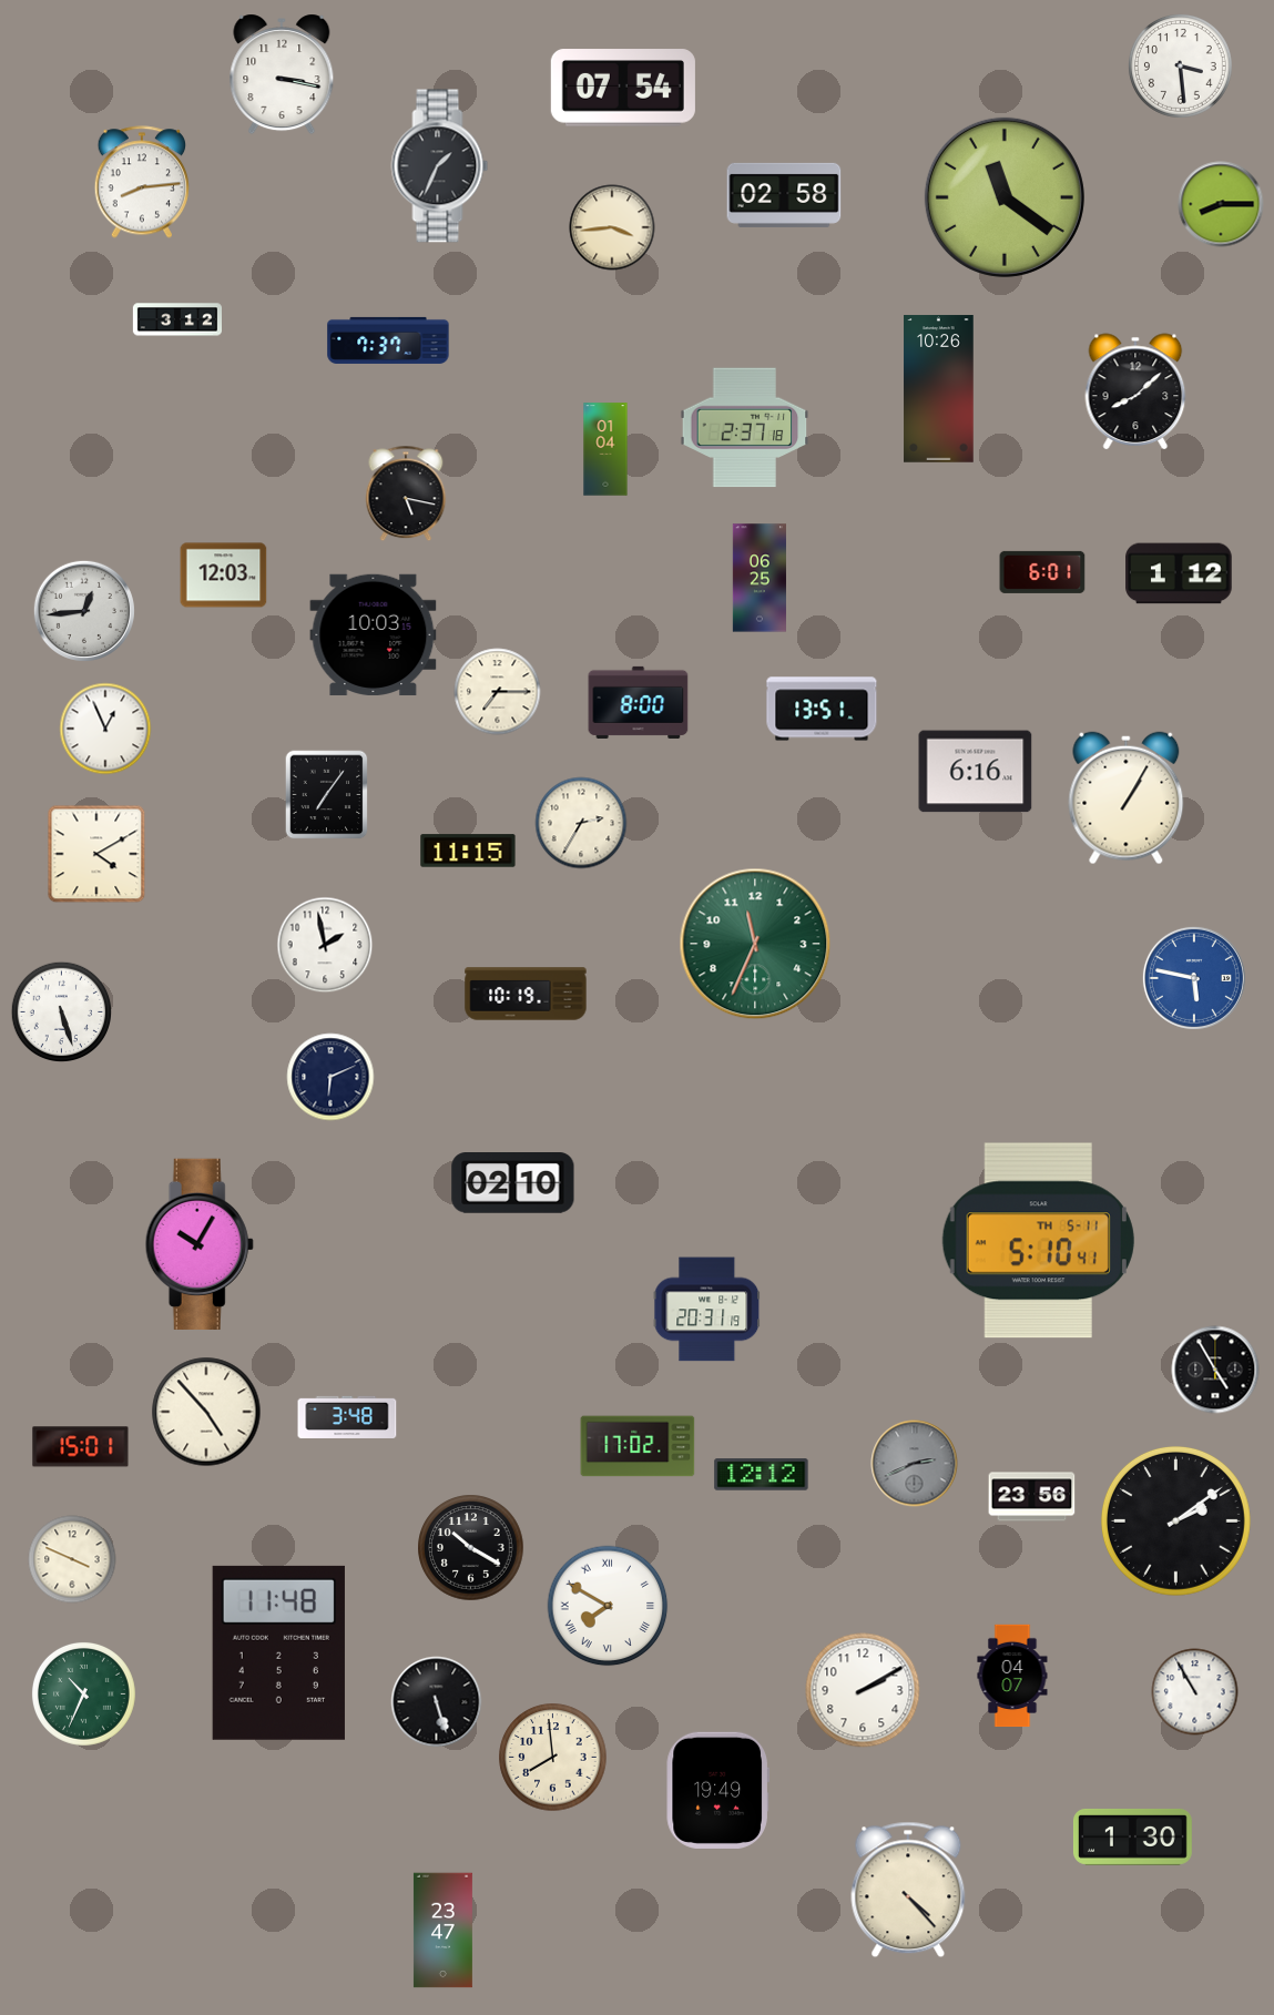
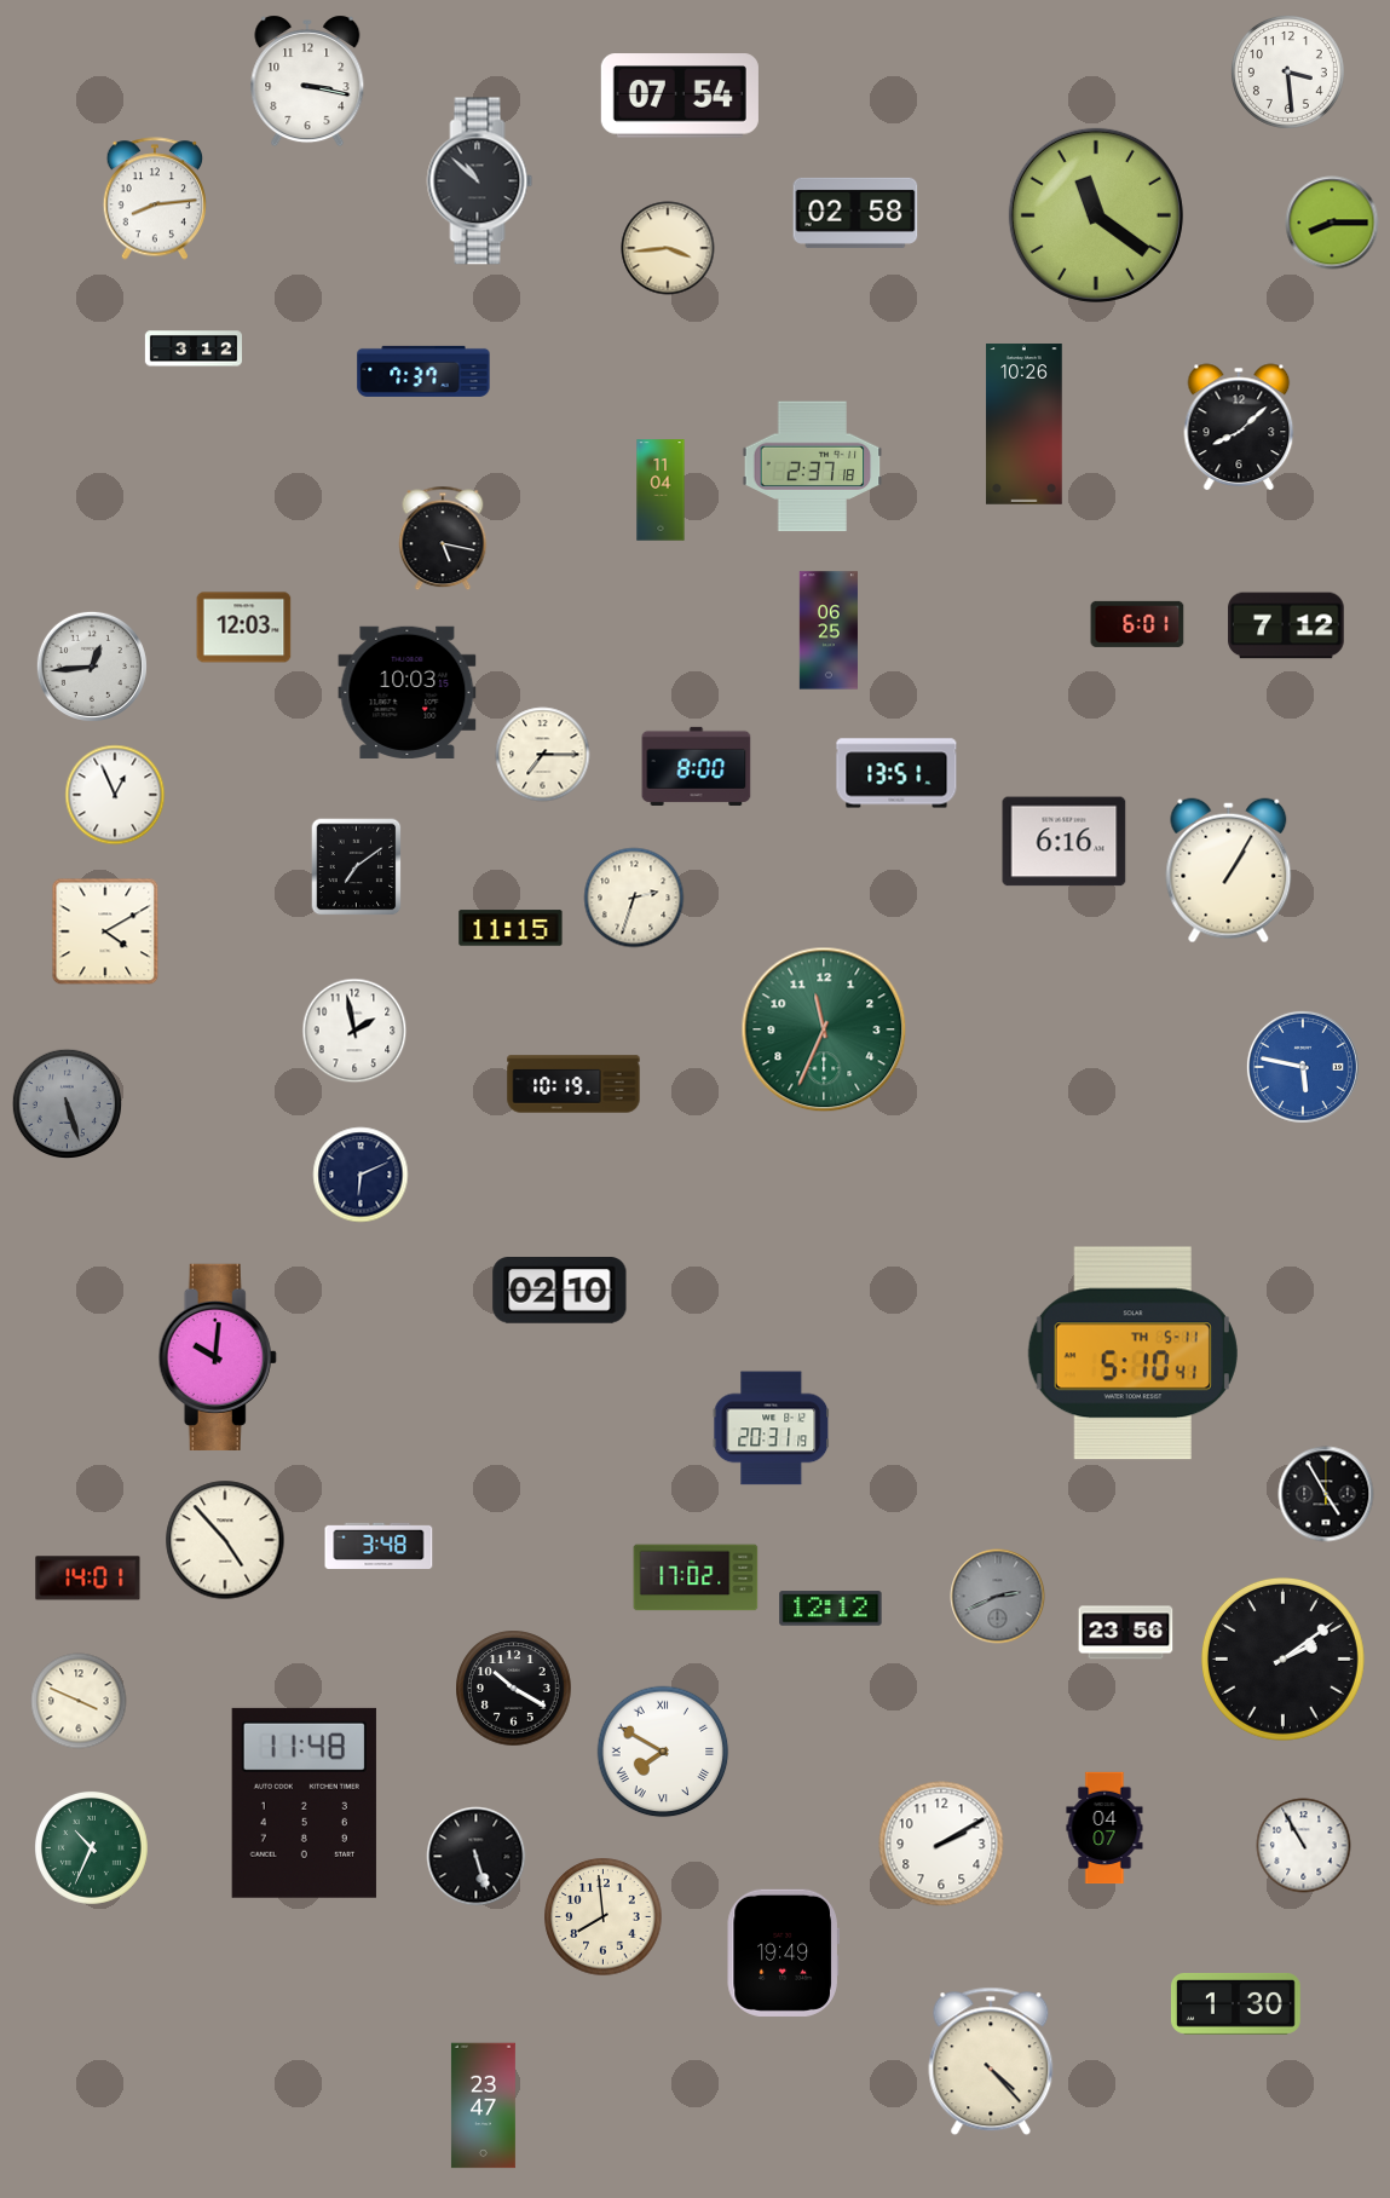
clock at (440, 166): 1:34 -> 10:52
clock at (605, 449): 01:04 -> 11:04
clock at (1179, 573): 1:12 -> 7:12
clock at (327, 795): 7:06 -> 7:09
clock at (581, 823): 2:35 -> 2:33
clock at (61, 1011) dial: white -> grey
clock at (200, 1244): 10:05 -> 10:01
clock at (81, 1447): 15:01 -> 14:01
